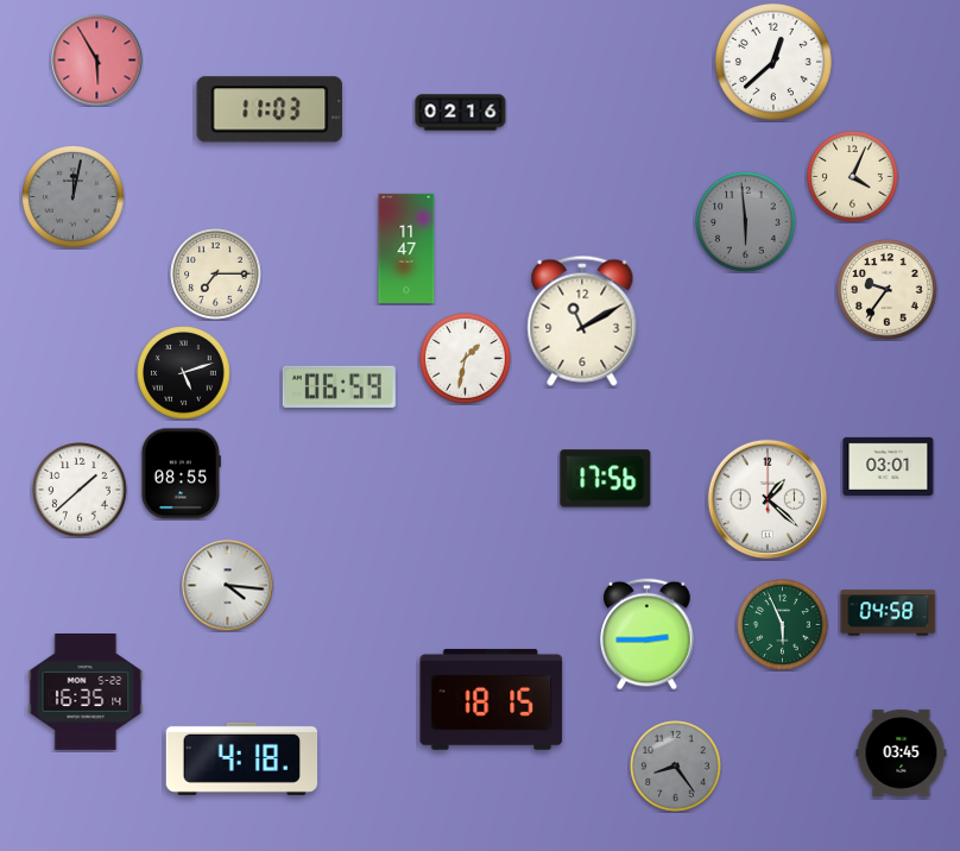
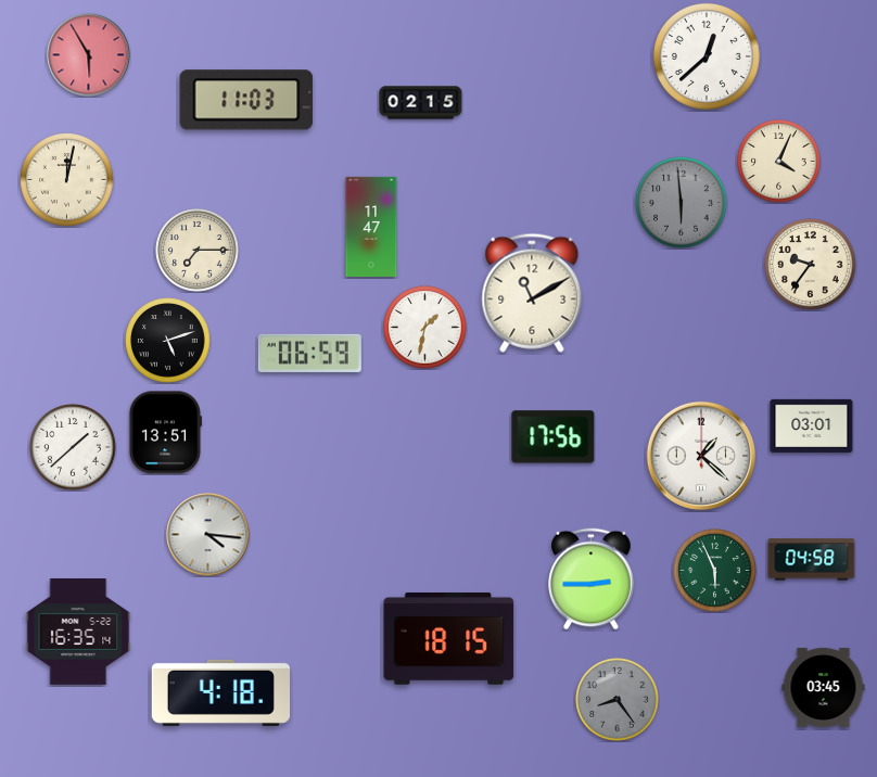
clock at (461, 113): 02:16 -> 02:15
clock at (74, 197) dial: grey -> cream
clock at (181, 474): 08:55 -> 13:51
